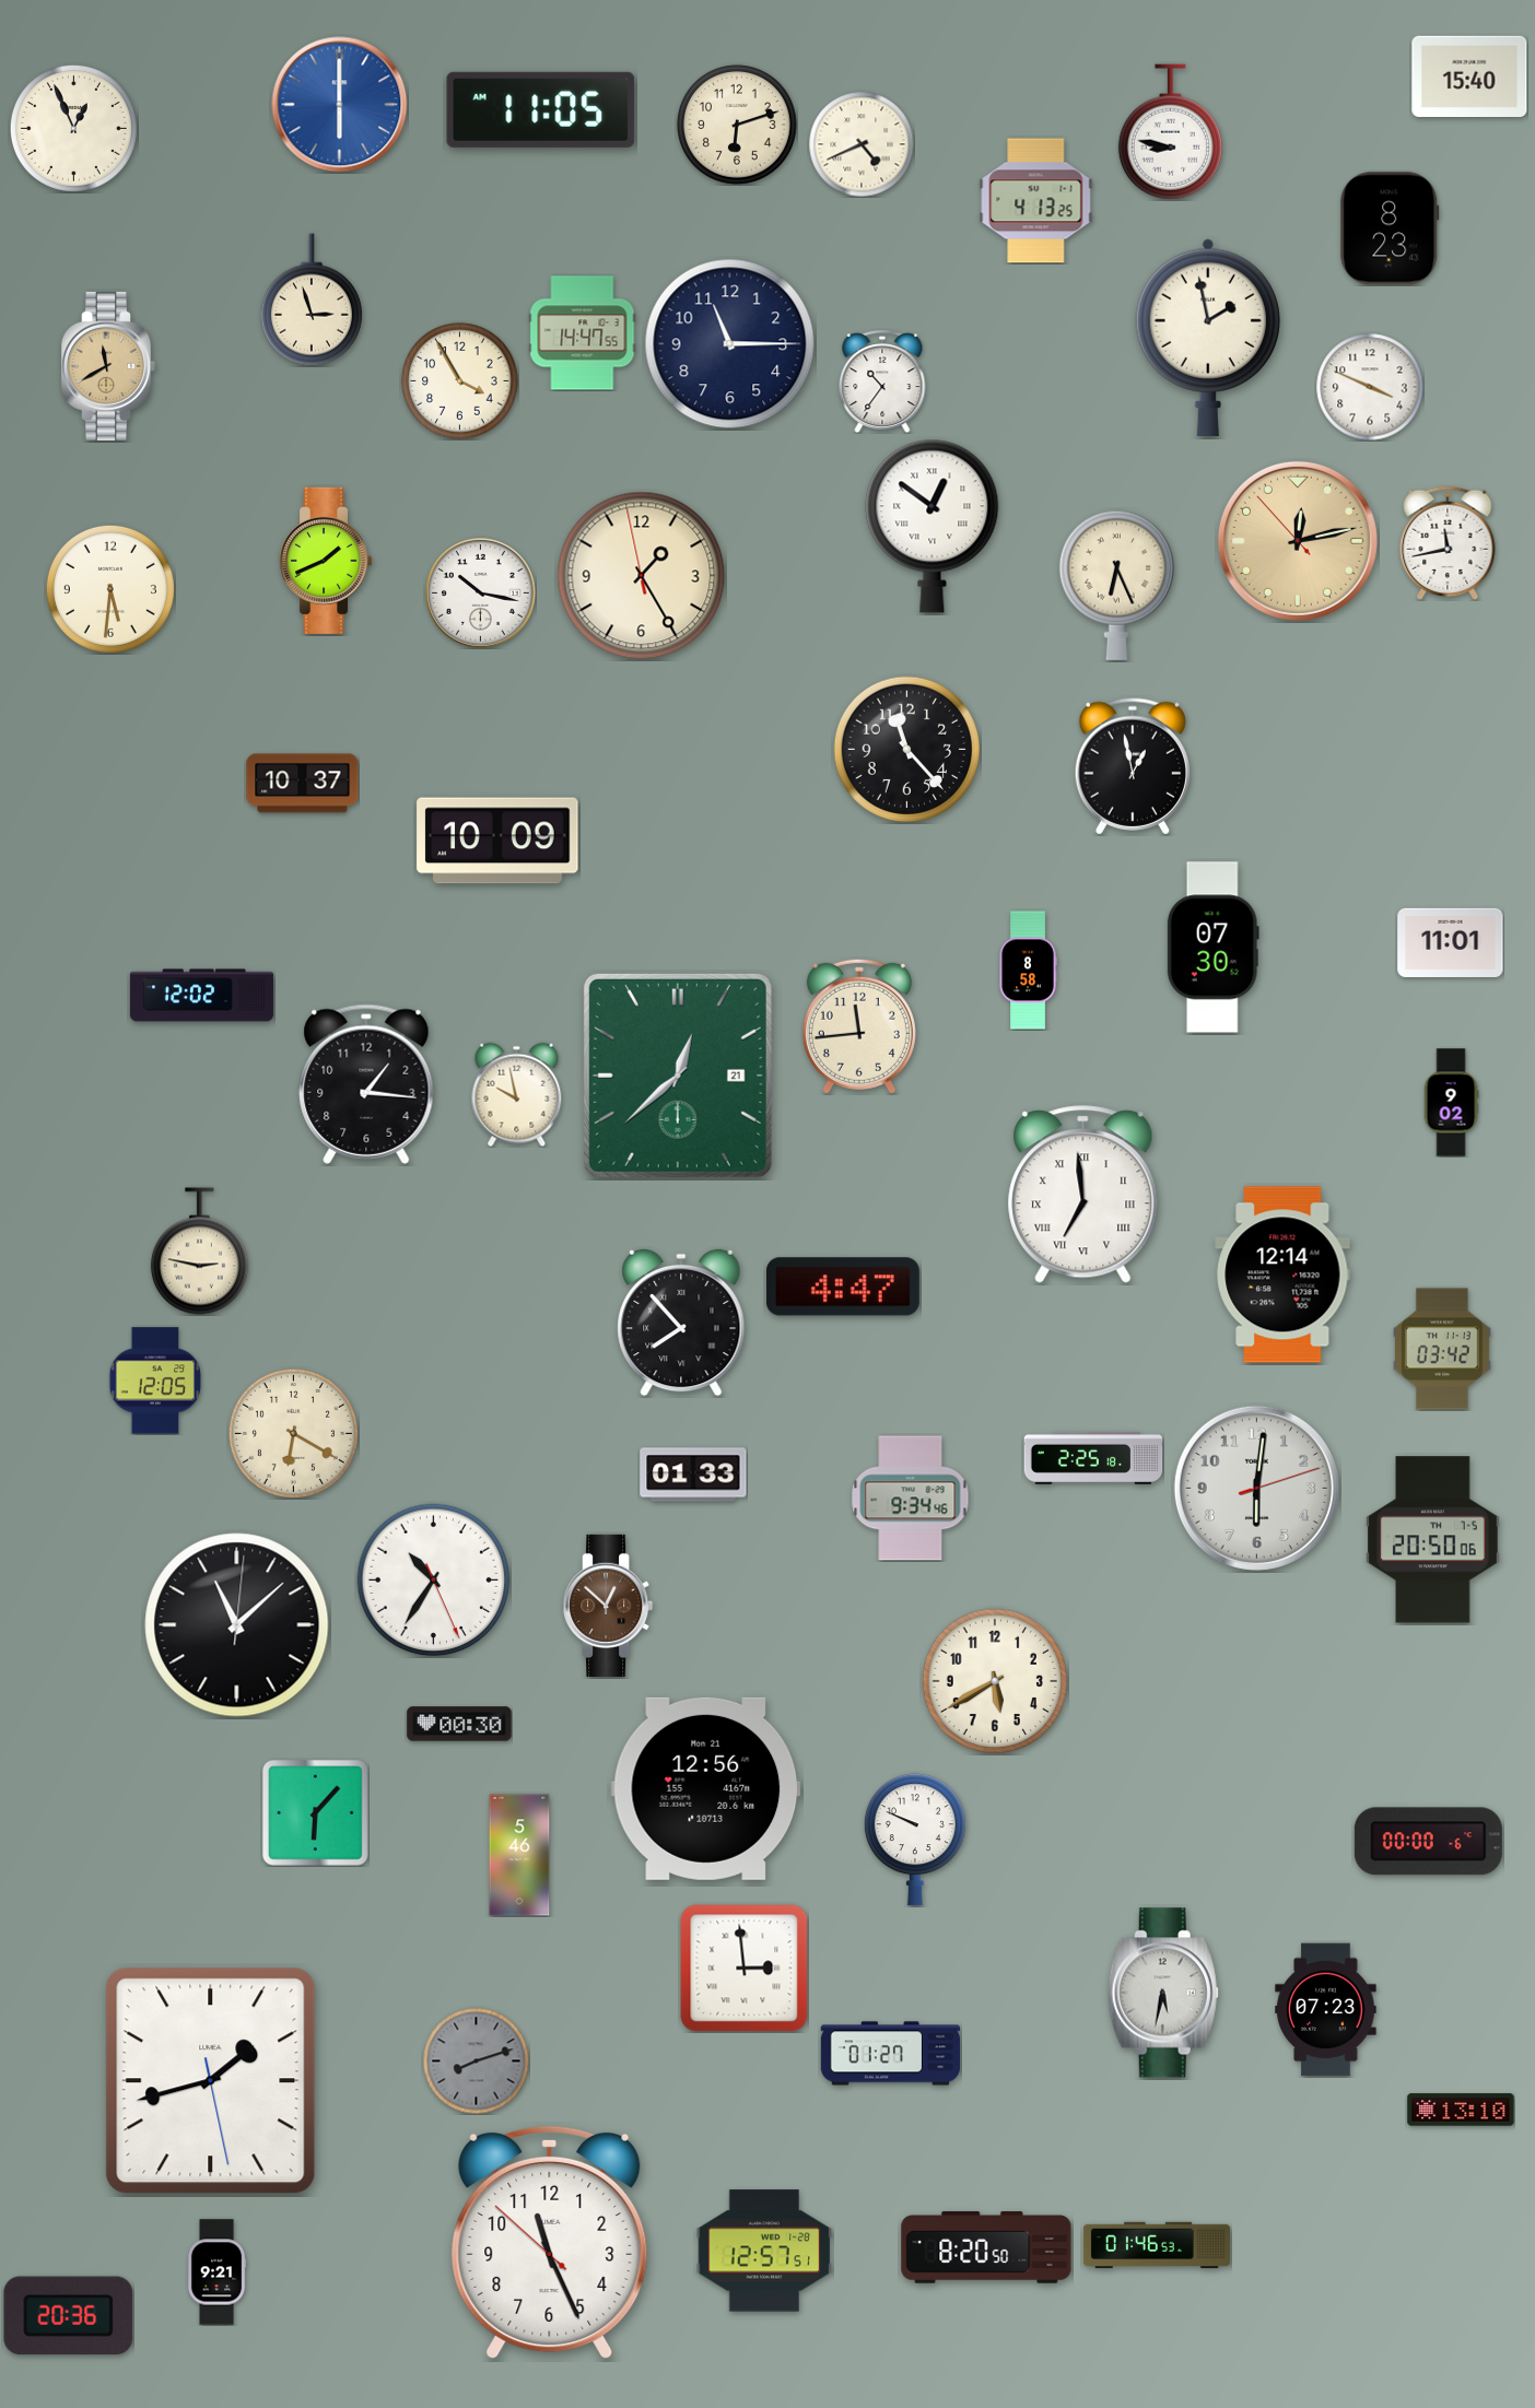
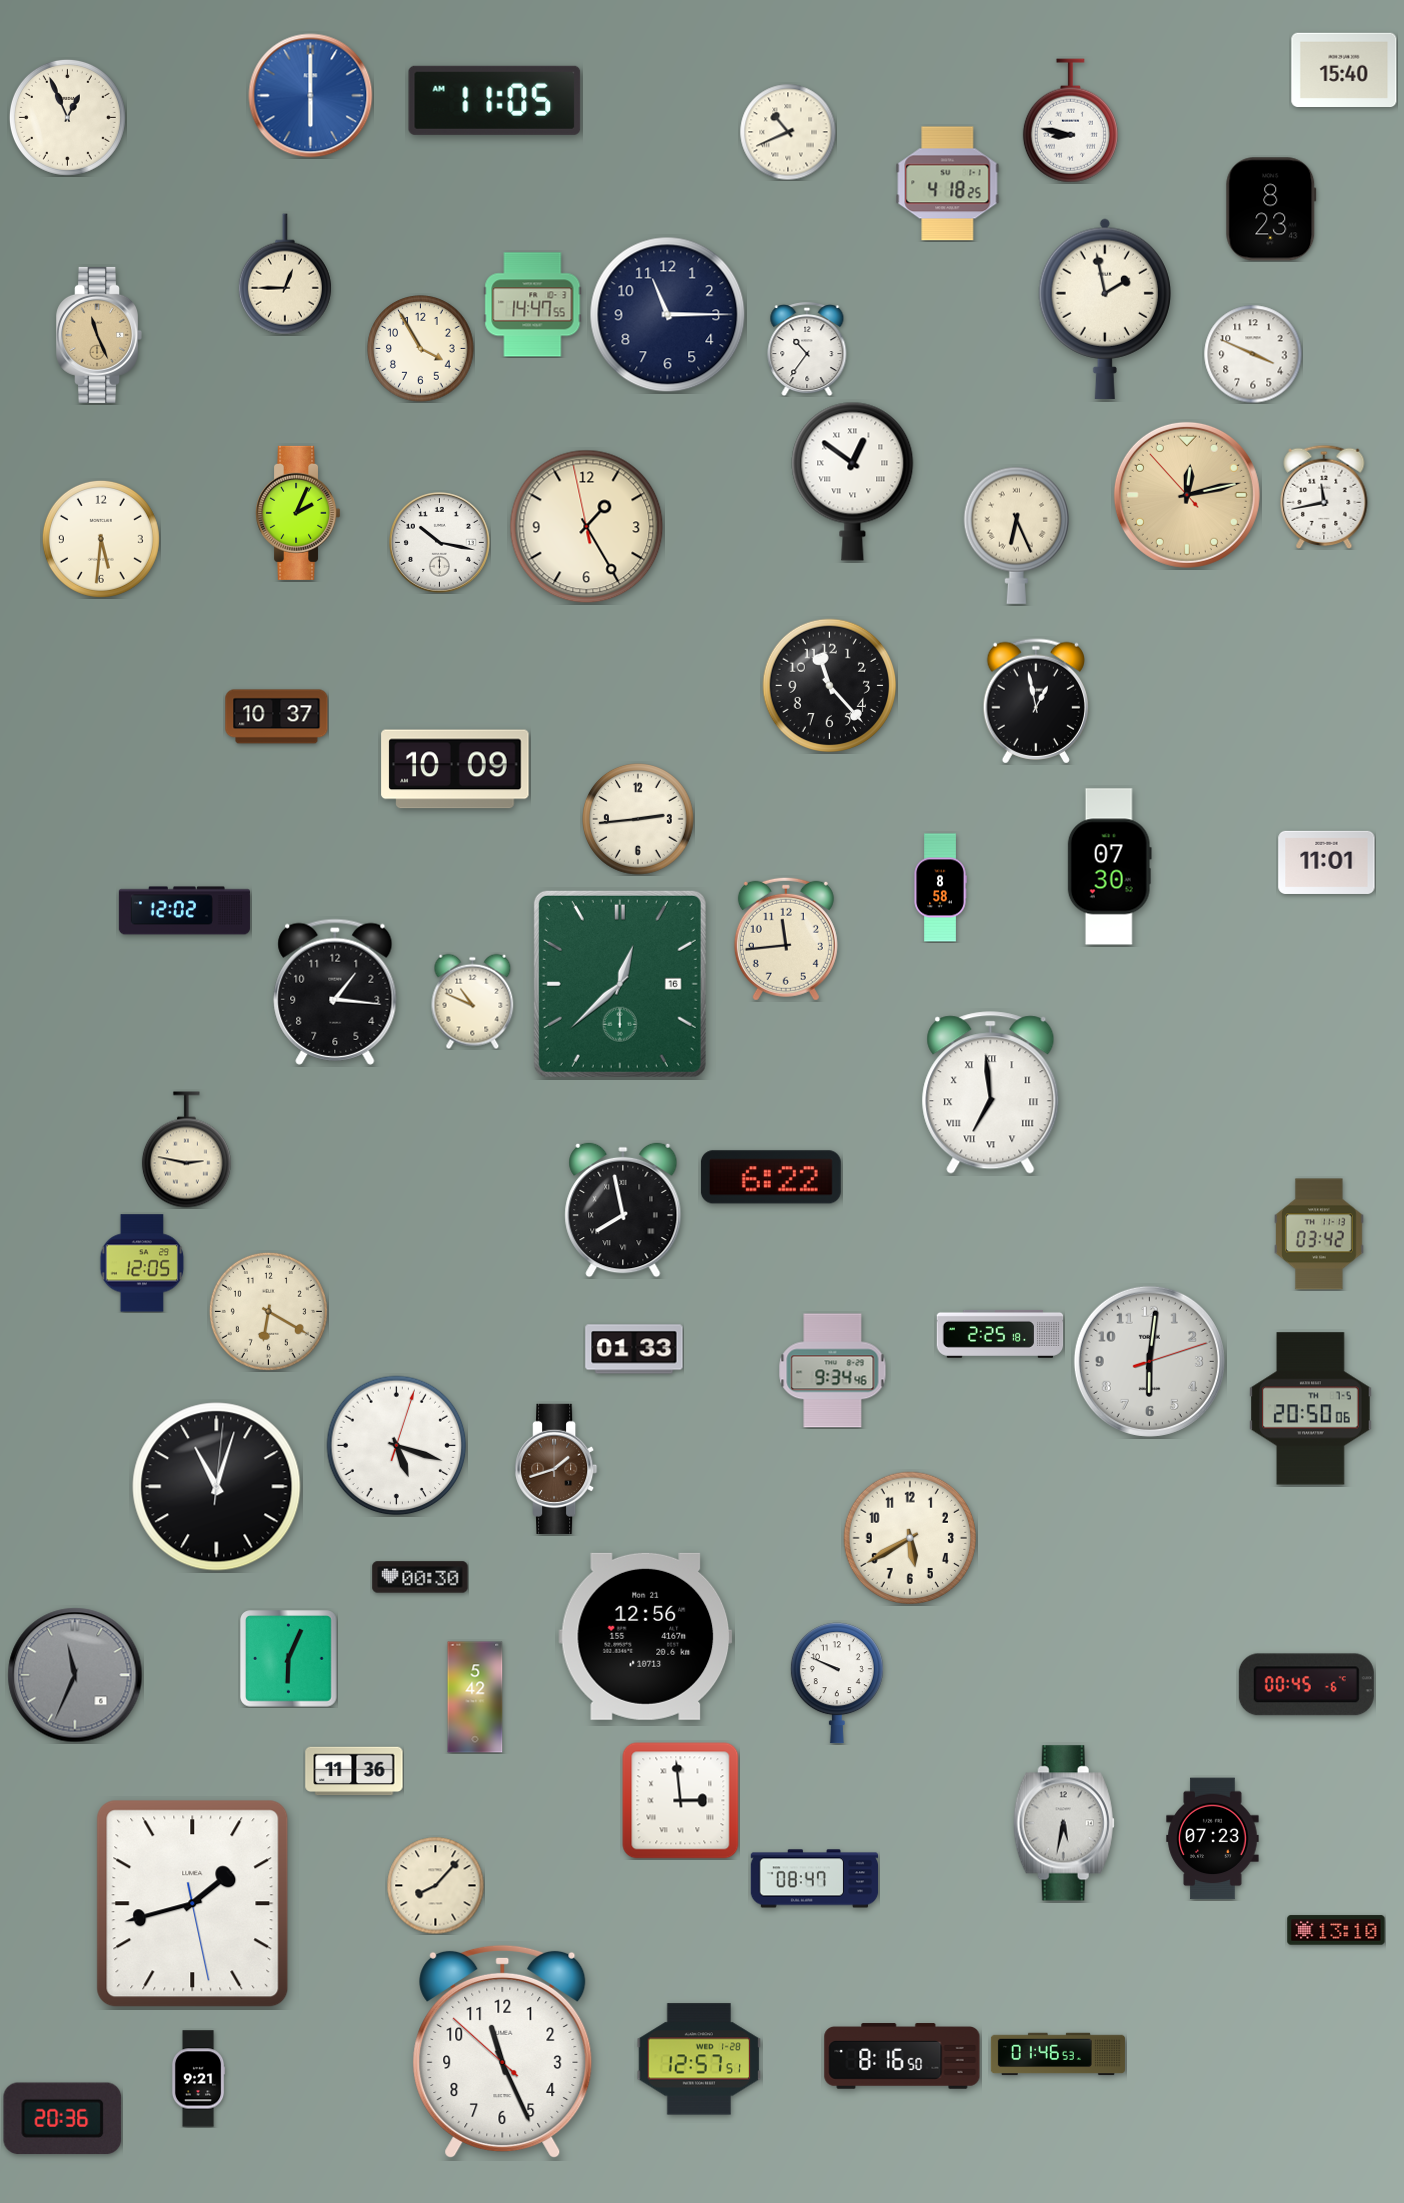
clock at (738, 126): 6:12 -> none
clock at (862, 144): 4:41 -> 10:41
clock at (1036, 201): 4:13 -> 4:18
clock at (312, 299): 2:57 -> 12:45
clock at (108, 366): 11:40 -> 11:26
clock at (326, 561): 1:41 -> 2:04
clock at (1117, 585) position: (1117, 585) -> (1017, 535)
clock at (639, 820): none -> 2:44
clock at (678, 1076) date: 21 -> 16
clock at (517, 1094): 9:58 -> 10:49
clock at (1451, 1103): 9:02 -> none
clock at (199, 1252) position: (199, 1252) -> (186, 1150)
clock at (1282, 1275): 12:14 -> none
clock at (843, 1287): 4:47 -> 6:22
clock at (681, 1323): 7:53 -> 7:58
clock at (434, 1581): 10:35 -> 5:18
clock at (608, 1606): 12:52 -> 1:42
clock at (237, 1625): 11:08 -> 11:03
clock at (316, 1813): 6:07 -> 6:04
clock at (75, 1675): none -> 11:34
clock at (1428, 1842): 00:00 -> 00:45
clock at (519, 1855): 5:46 -> 5:42
clock at (354, 1771): none -> 11:36
clock at (891, 2054): 01:27 -> 08:47
clock at (476, 2060): 8:12 -> 8:07
clock at (476, 2060) dial: grey -> cream
clock at (986, 2247): 8:20 -> 8:16
